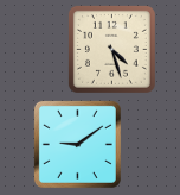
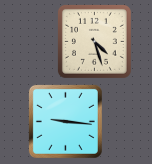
clock at (77, 144): 9:09 -> 9:16
